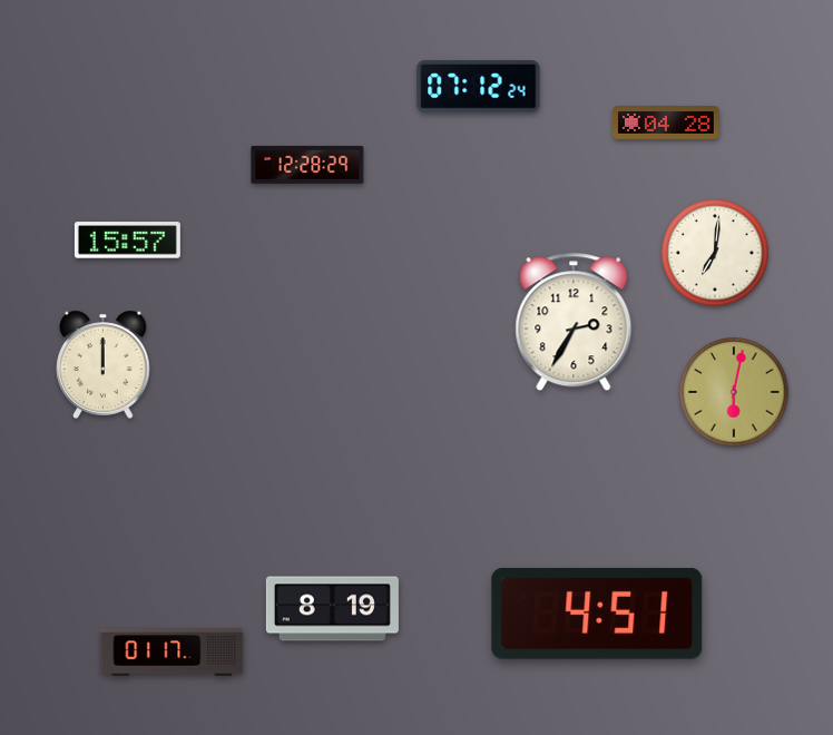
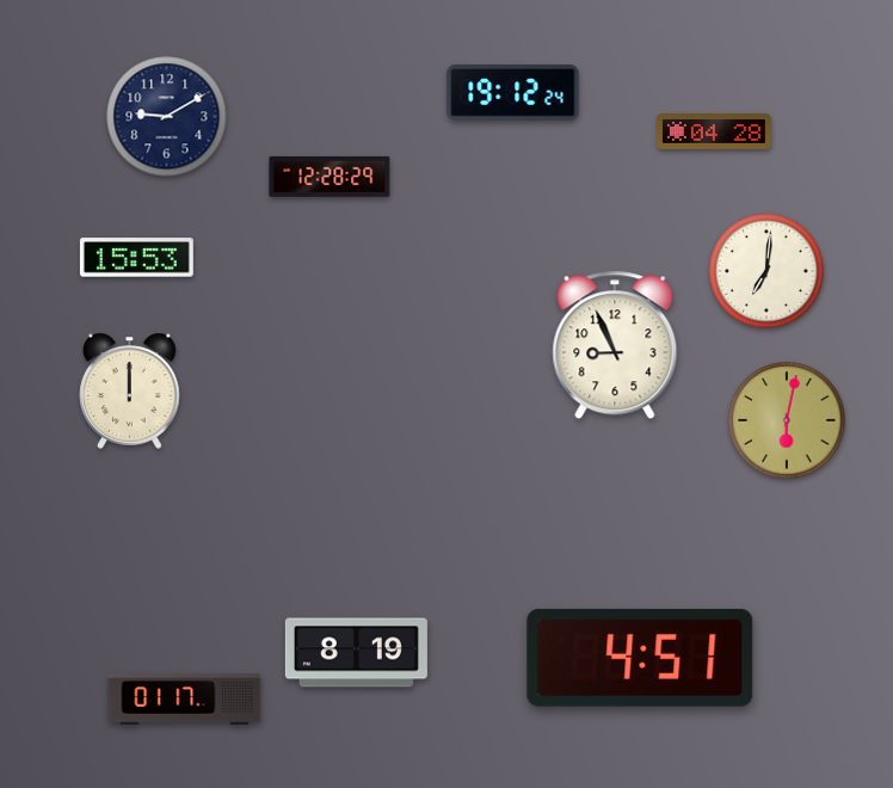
clock at (479, 87): 07:12 -> 19:12
clock at (167, 117): none -> 9:10
clock at (127, 241): 15:57 -> 15:53
clock at (574, 322): 2:35 -> 8:56
clock at (104, 364) position: (104, 364) -> (130, 390)
